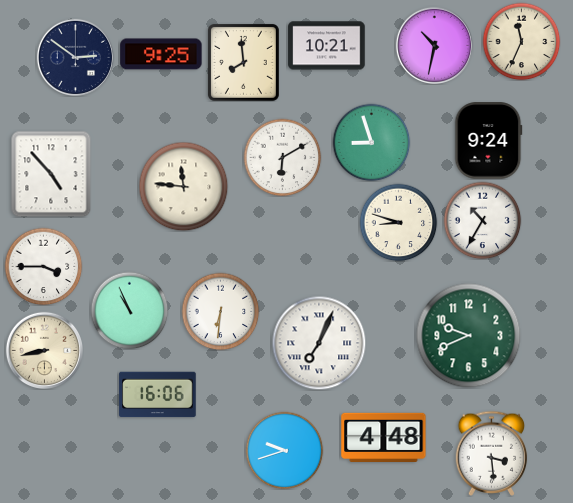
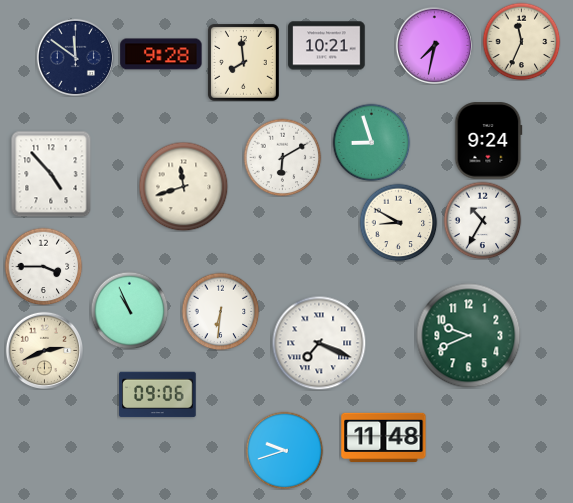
clock at (434, 45): 10:32 -> 7:32
clock at (161, 54): 9:25 -> 9:28
clock at (75, 57): 2:51 -> 11:51
clock at (183, 186): 11:46 -> 11:42
clock at (398, 222): 8:48 -> 8:50
clock at (319, 343): 7:04 -> 7:19
clock at (44, 350): 8:43 -> 2:41
clock at (158, 395): 16:06 -> 09:06
clock at (384, 438): 4:48 -> 11:48
clock at (492, 453): 3:29 -> none
